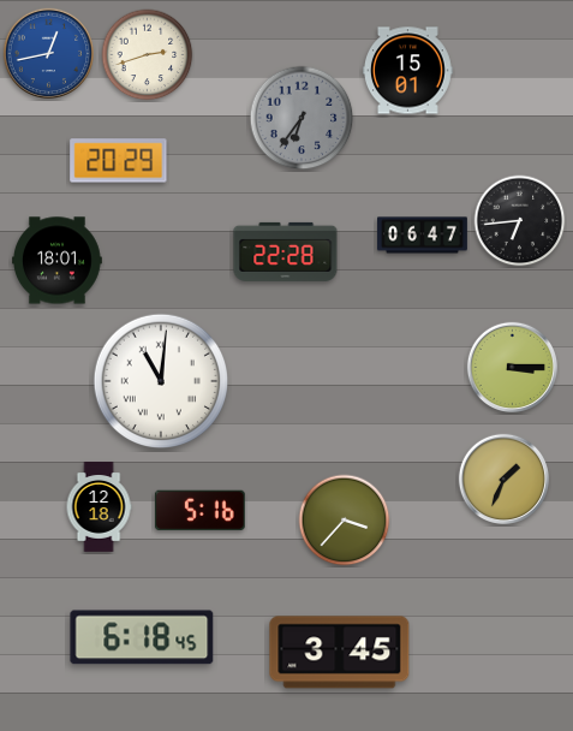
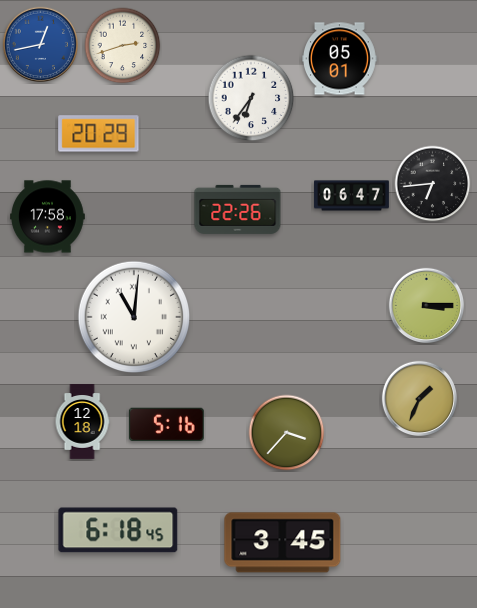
clock at (408, 71): 15:01 -> 05:01
clock at (302, 118) dial: grey -> white
clock at (286, 251): 22:28 -> 22:26
clock at (58, 261): 18:01 -> 17:58
